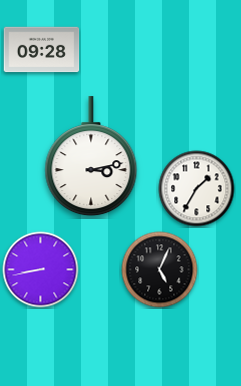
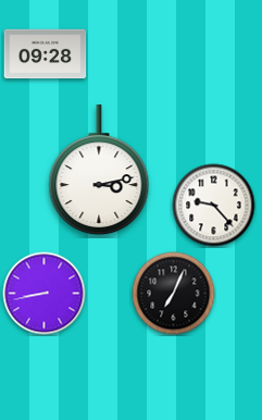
clock at (197, 189): 1:35 -> 9:23
clock at (160, 270): 5:04 -> 7:04
